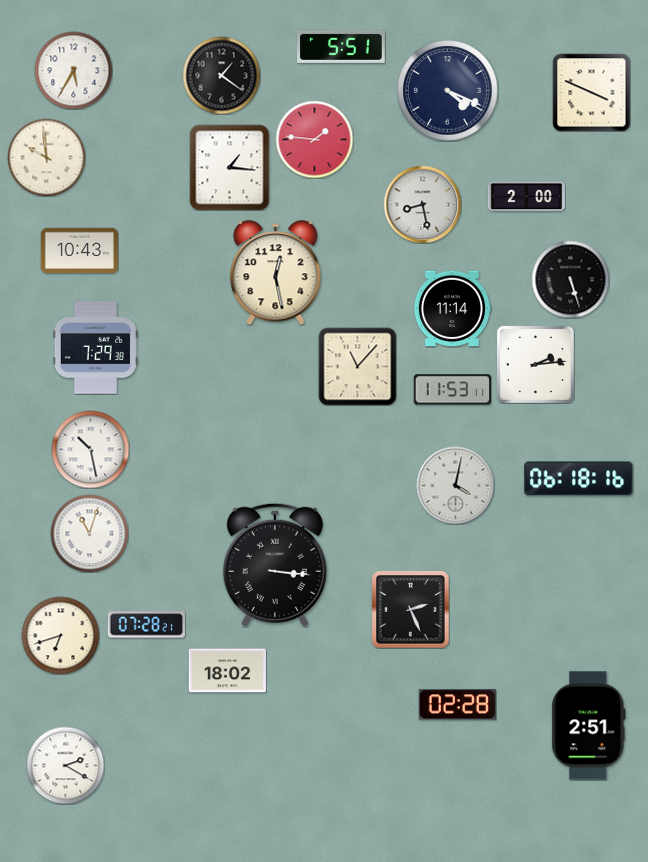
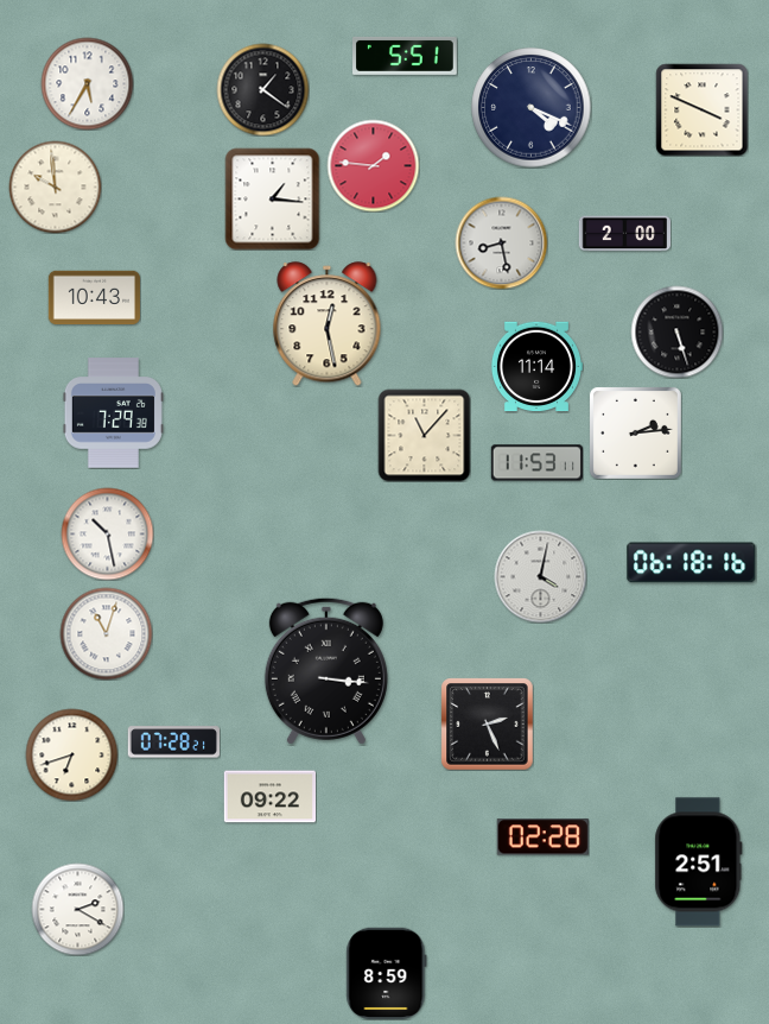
clock at (579, 479) position: (579, 479) -> (692, 563)
clock at (227, 671): 18:02 -> 09:22
clock at (387, 973): none -> 8:59
